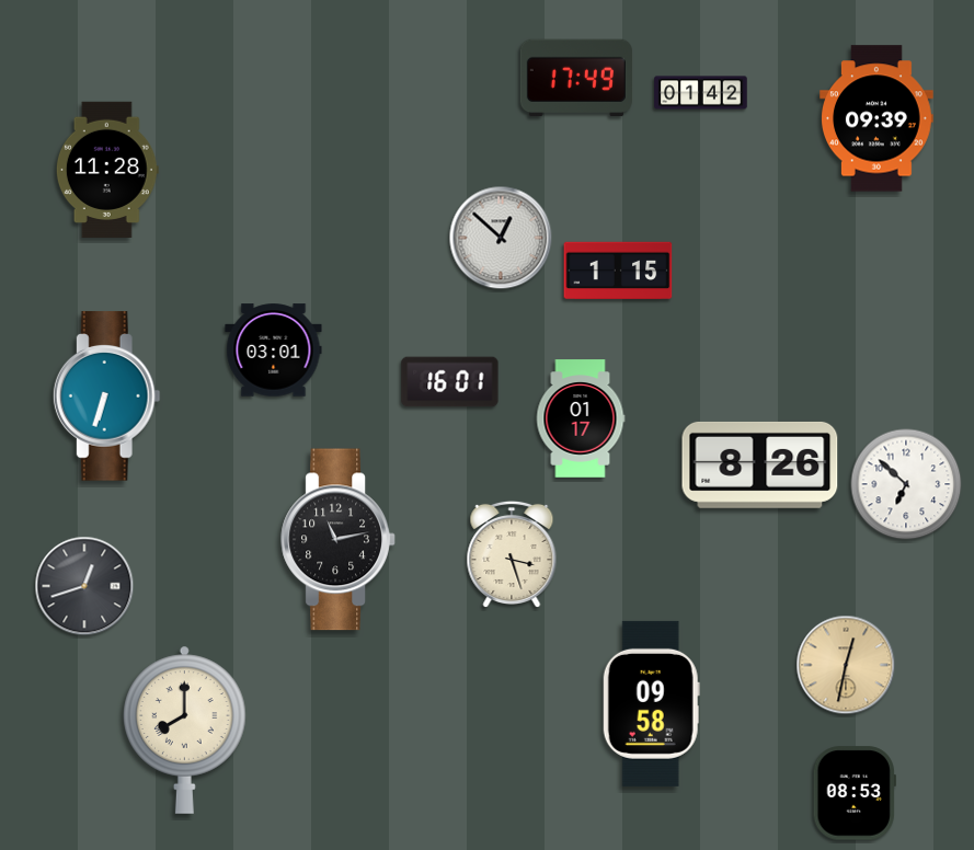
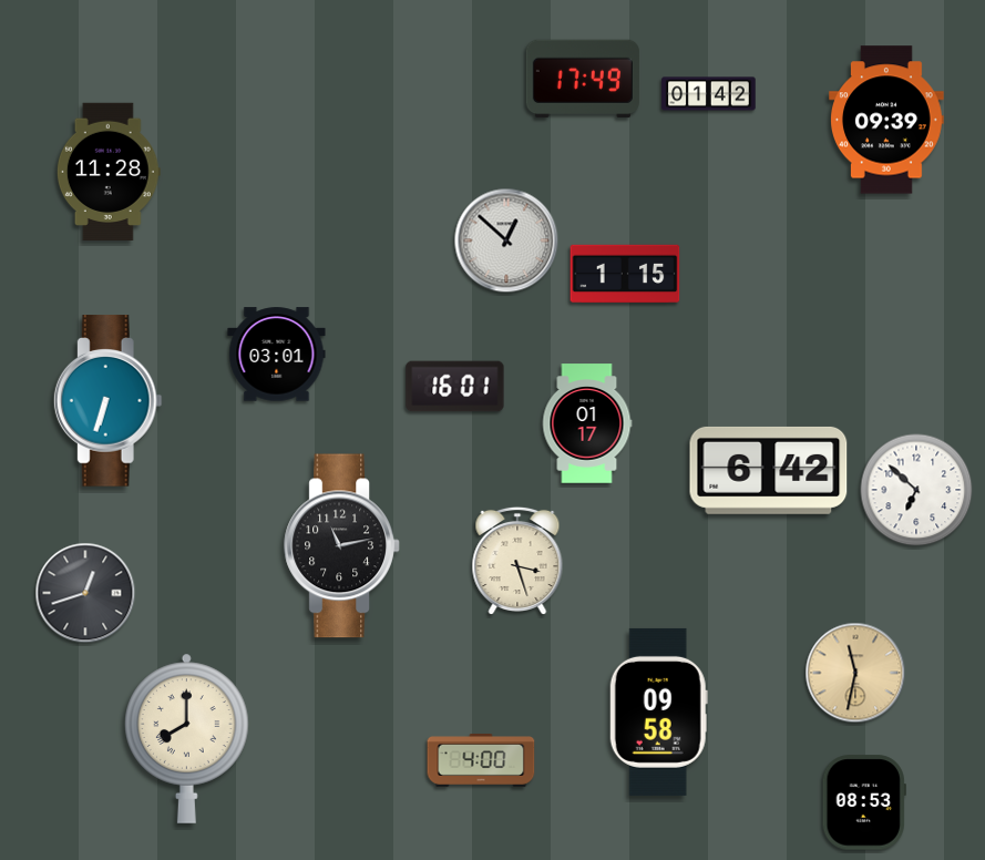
clock at (760, 464): 8:26 -> 6:42
clock at (846, 665): 12:32 -> 11:32
clock at (481, 761): none -> 4:00
